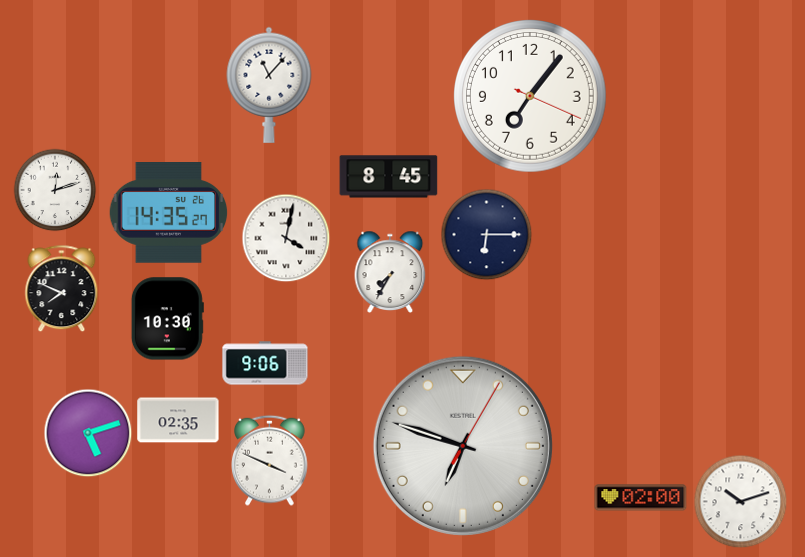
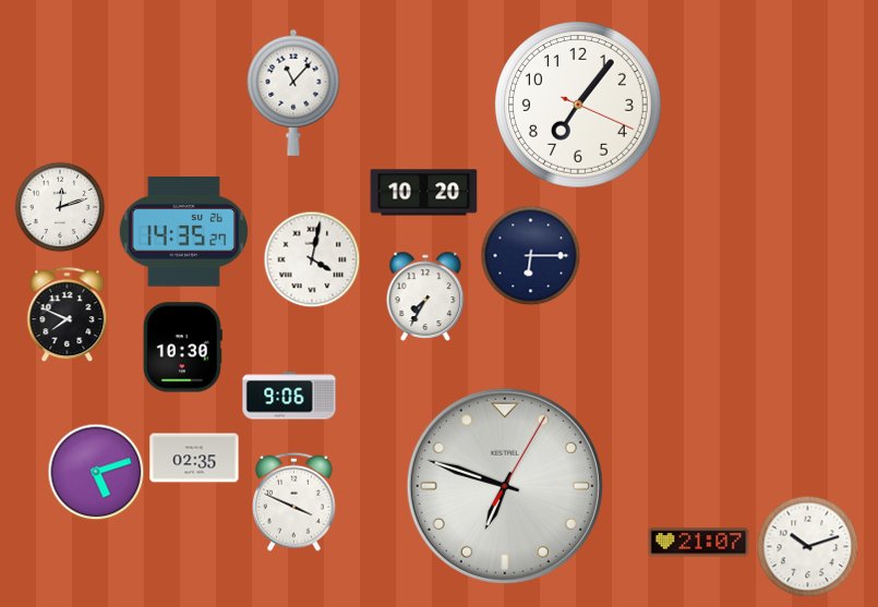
clock at (389, 177): 8:45 -> 10:20
clock at (641, 498): 02:00 -> 21:07
